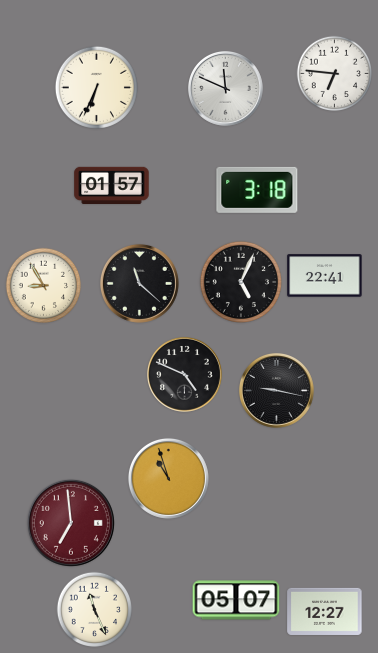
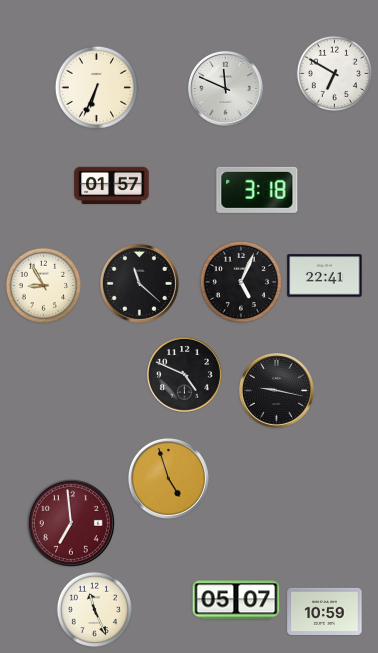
clock at (335, 74): 6:46 -> 6:50
clock at (168, 478): 10:57 -> 4:57
clock at (325, 611): 12:27 -> 10:59
